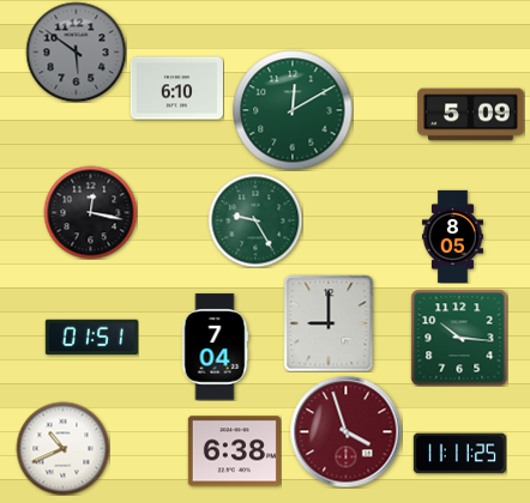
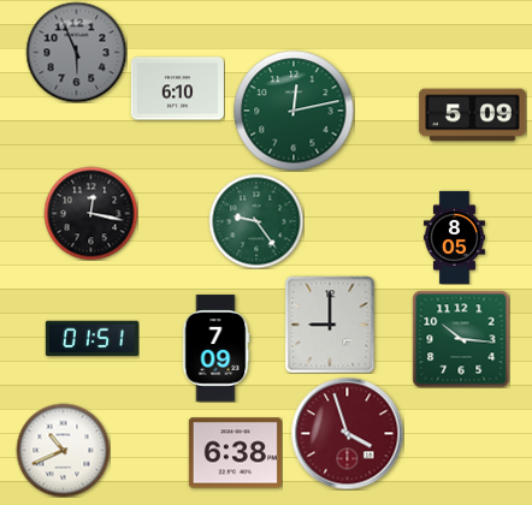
clock at (76, 51): 5:51 -> 5:56
clock at (293, 110): 12:10 -> 12:13
clock at (255, 220): 9:25 -> 9:24
clock at (215, 347): 7:04 -> 7:09
clock at (459, 454): 11:11 -> none
